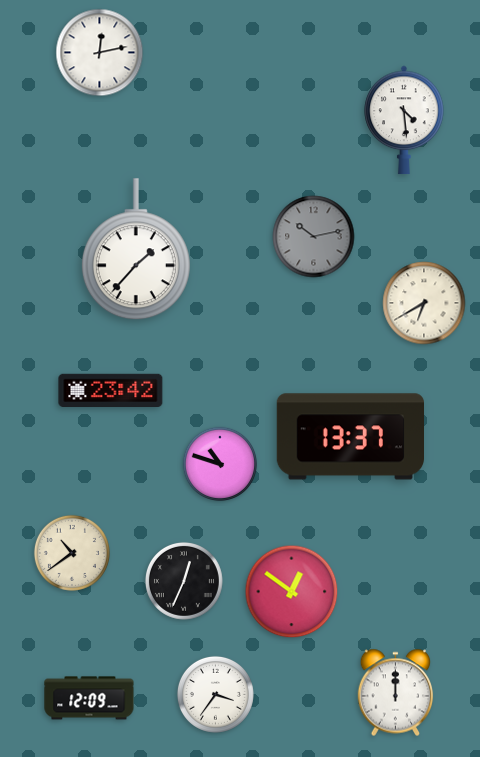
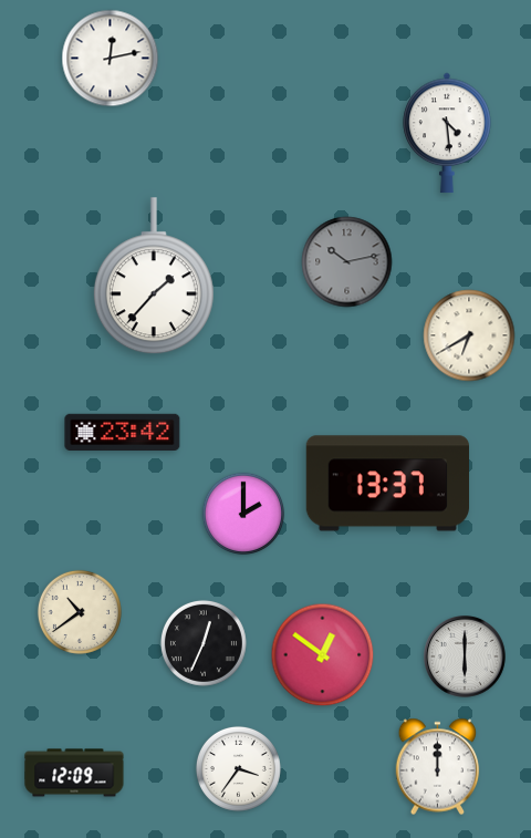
clock at (136, 250) position: (136, 250) -> (154, 277)
clock at (220, 464): 10:48 -> 2:00
clock at (466, 658): none -> 6:00
clock at (89, 698) position: (89, 698) -> (74, 773)
